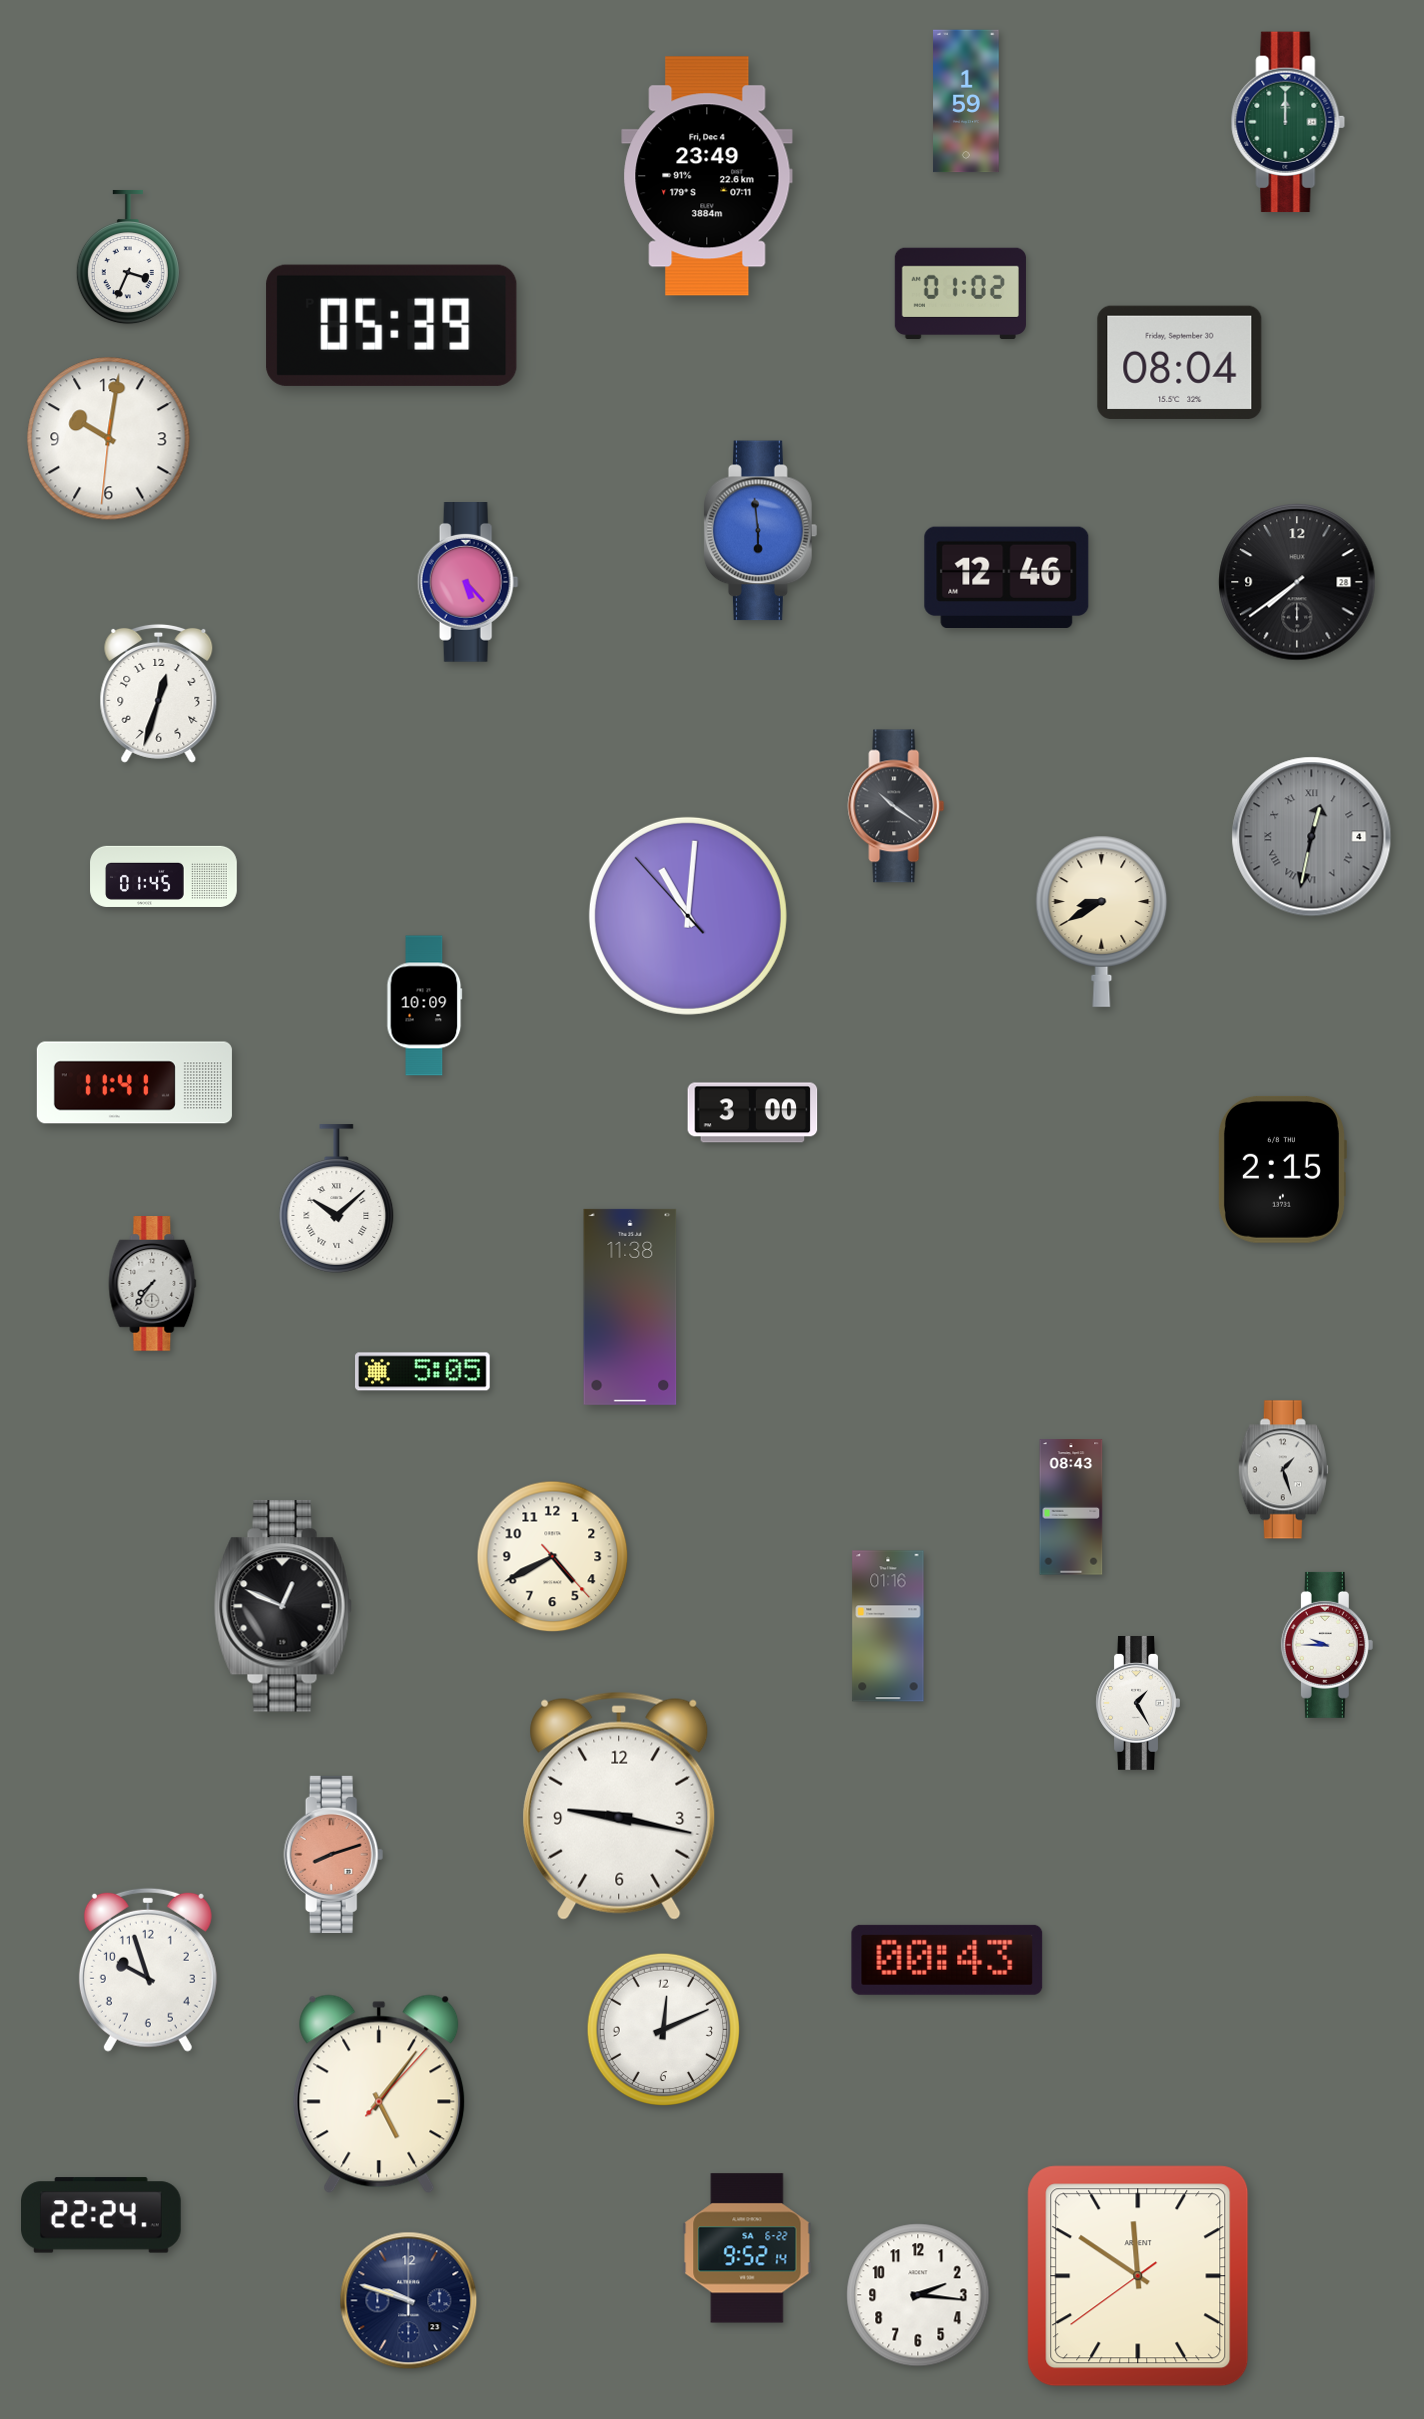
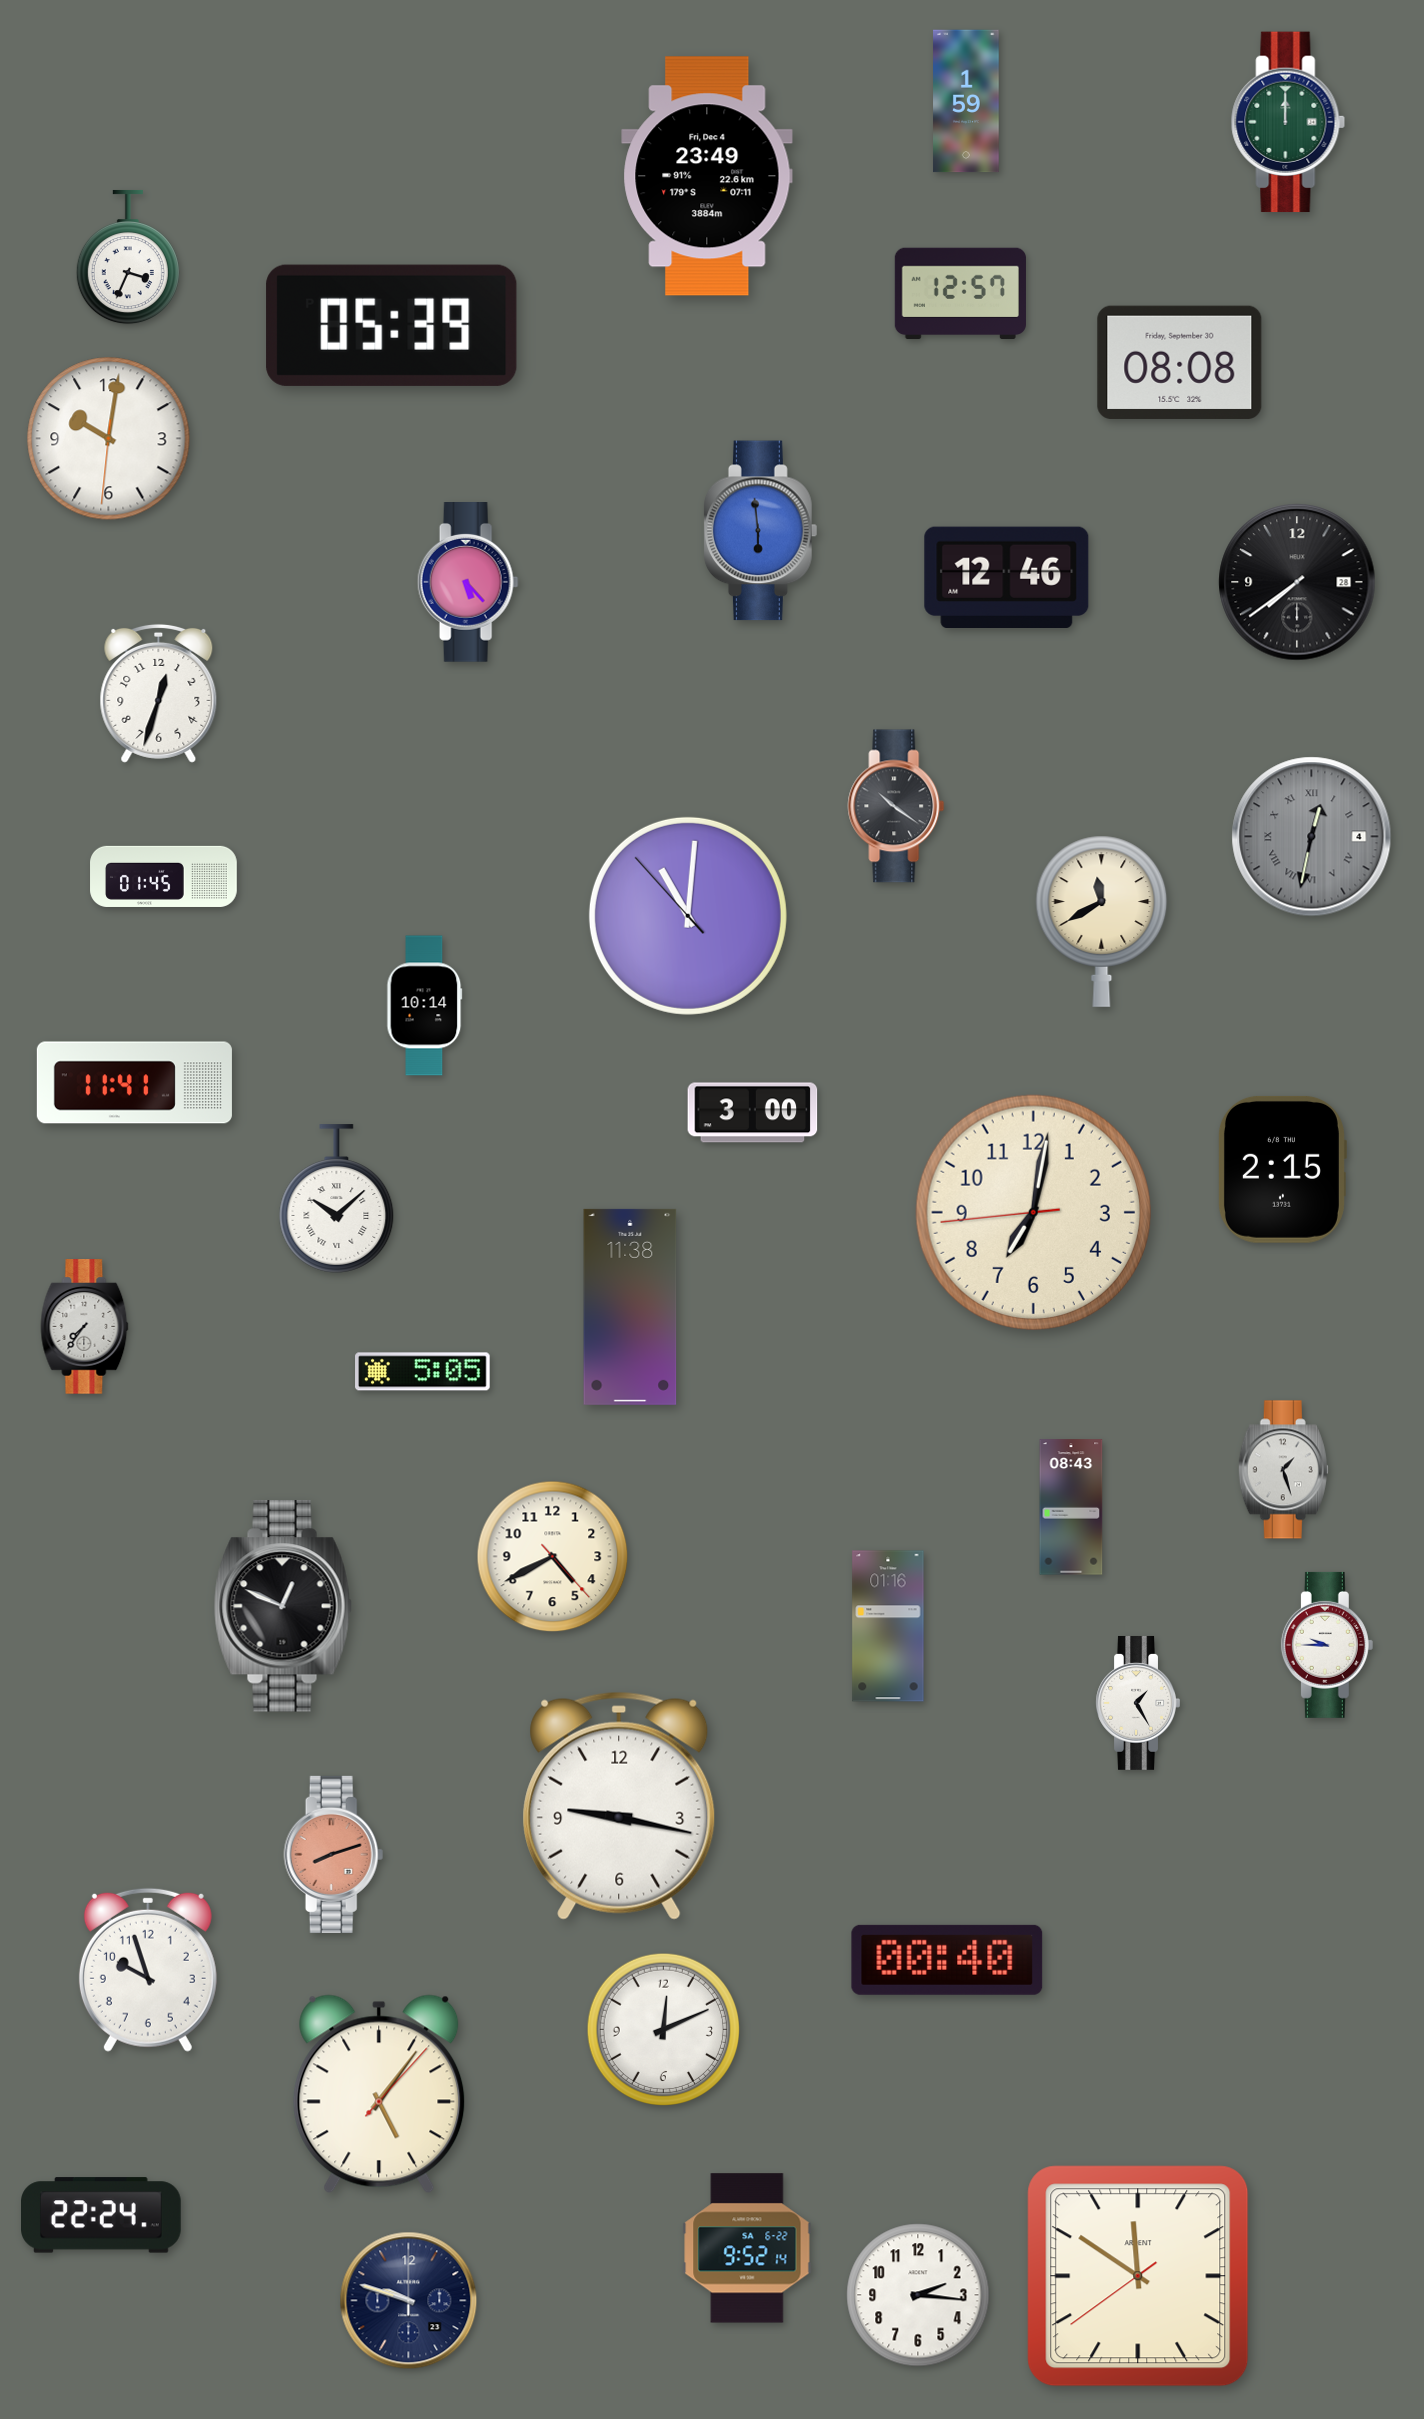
clock at (960, 294): 01:02 -> 12:57
clock at (1180, 362): 08:04 -> 08:08
clock at (1102, 921): 8:40 -> 11:40
clock at (425, 1006): 10:09 -> 10:14
clock at (1033, 1212): none -> 7:01
clock at (153, 1284) position: (153, 1284) -> (85, 1327)
clock at (947, 1960): 00:43 -> 00:40
